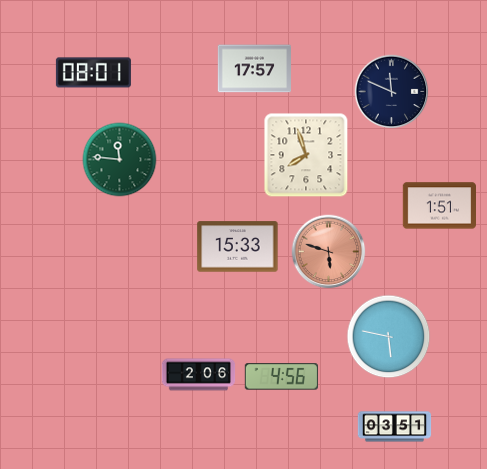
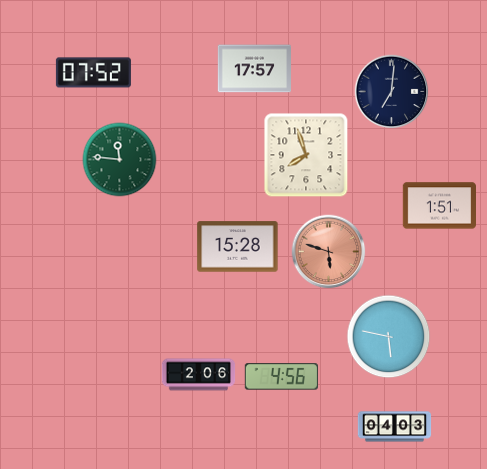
clock at (93, 73): 08:01 -> 07:52
clock at (392, 92): 11:49 -> 7:01
clock at (238, 247): 15:33 -> 15:28
clock at (395, 427): 03:51 -> 04:03
